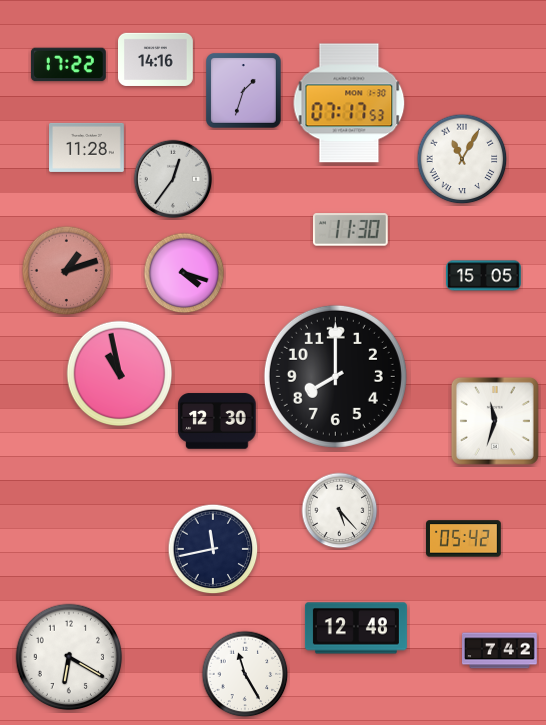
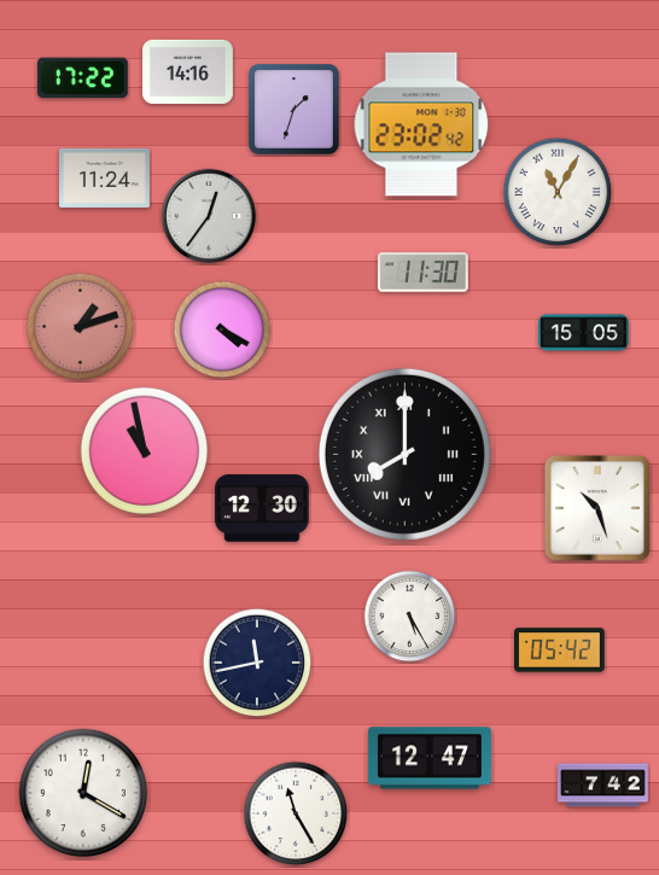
clock at (349, 103): 07:17 -> 23:02
clock at (87, 147): 11:28 -> 11:24
clock at (350, 230) position: (350, 230) -> (422, 273)
clock at (184, 273): 4:18 -> 4:20
clock at (335, 376) numerals: Arabic -> Roman
clock at (495, 421): 11:33 -> 10:27
clock at (340, 511): 5:23 -> 5:25
clock at (356, 628): 12:48 -> 12:47
clock at (69, 657): 6:20 -> 12:20
